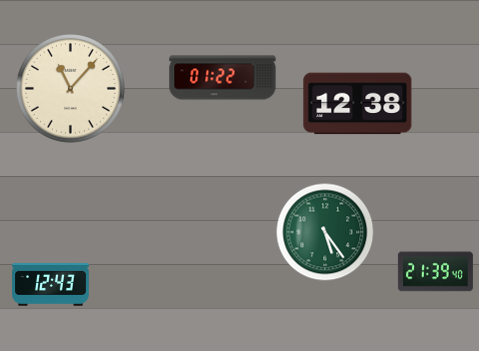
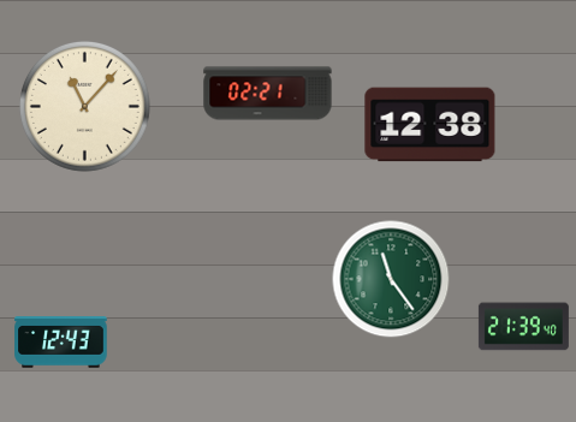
clock at (223, 78): 01:22 -> 02:21
clock at (325, 232): 5:24 -> 11:24
